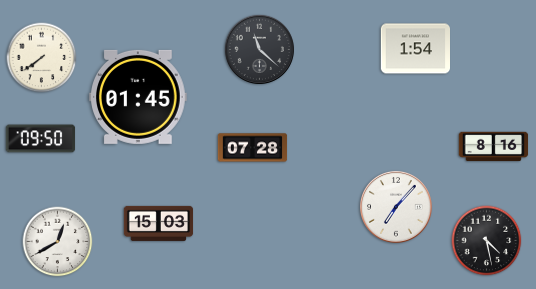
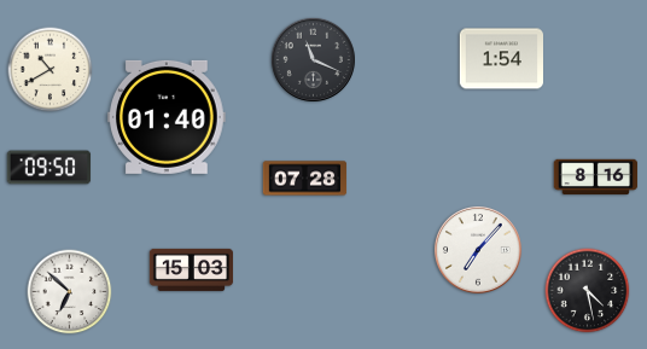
clock at (259, 49): 11:22 -> 11:19
clock at (42, 58): 7:39 -> 10:40
clock at (139, 97): 01:45 -> 01:40
clock at (58, 242): 12:40 -> 6:52
